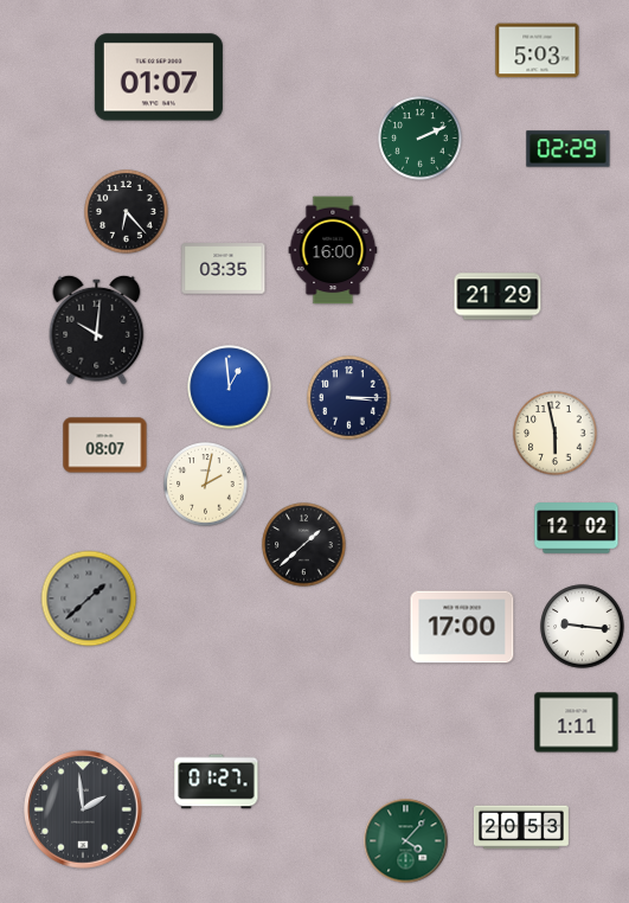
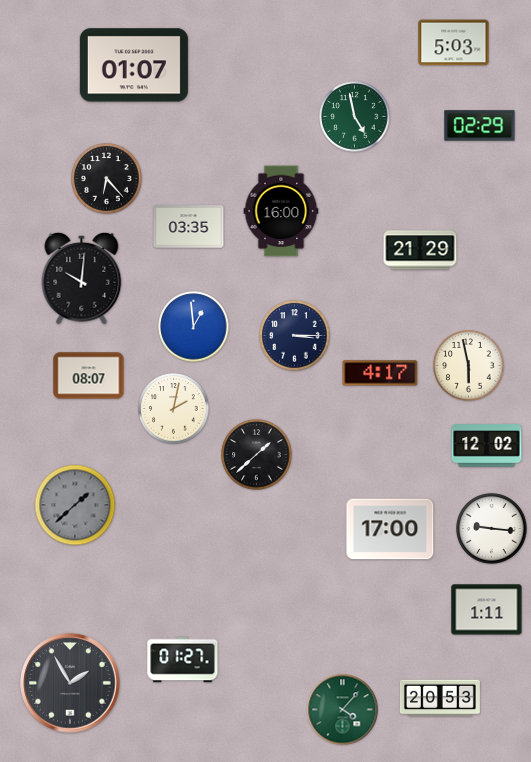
clock at (421, 139): 2:11 -> 4:58
clock at (380, 373): none -> 4:17
clock at (304, 545) position: (304, 545) -> (257, 455)
clock at (83, 809): 1:59 -> 1:55
